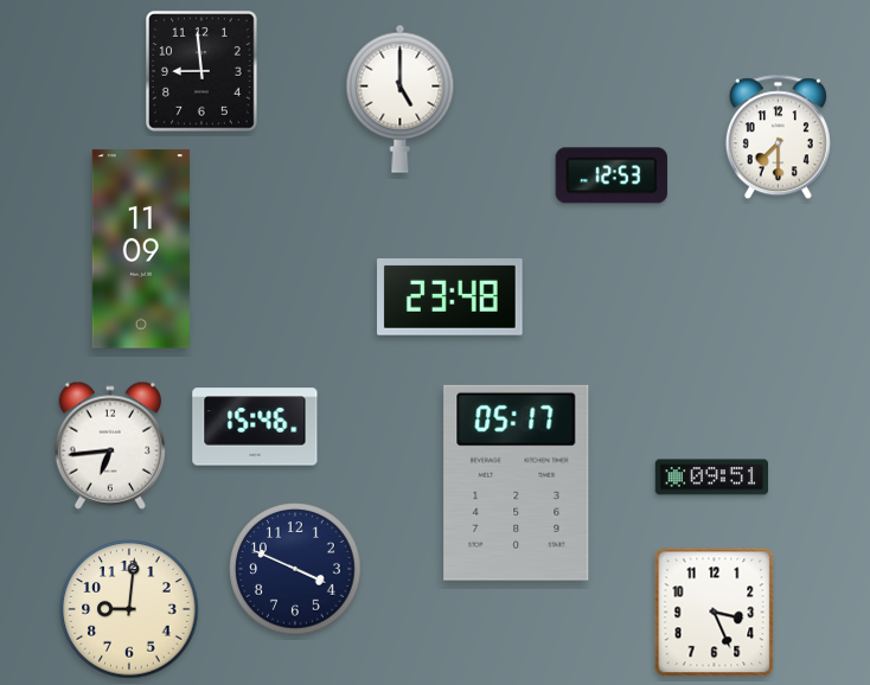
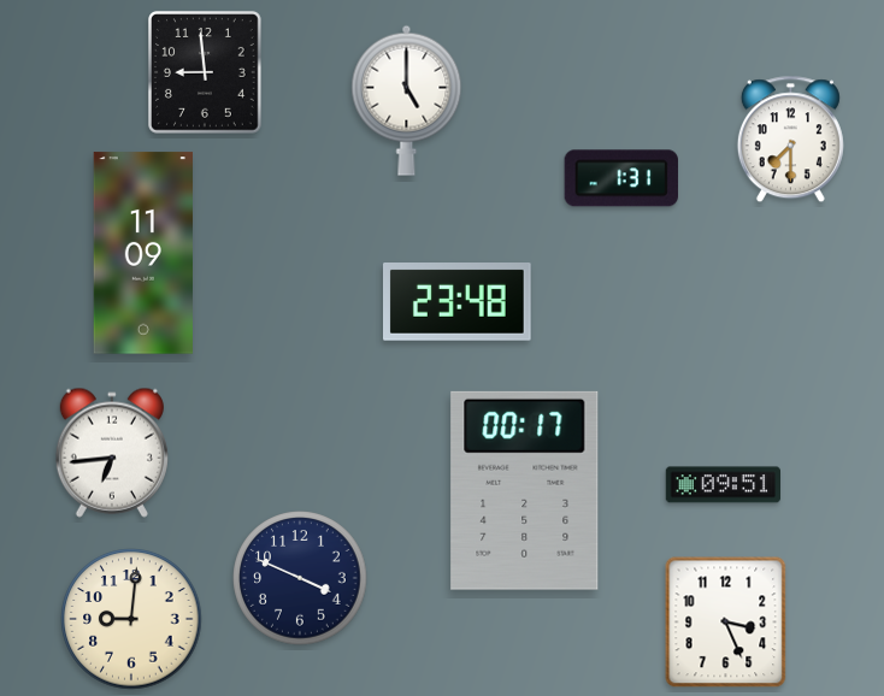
clock at (612, 175): 12:53 -> 1:31
clock at (255, 427): 15:46 -> none
clock at (517, 482): 05:17 -> 00:17
